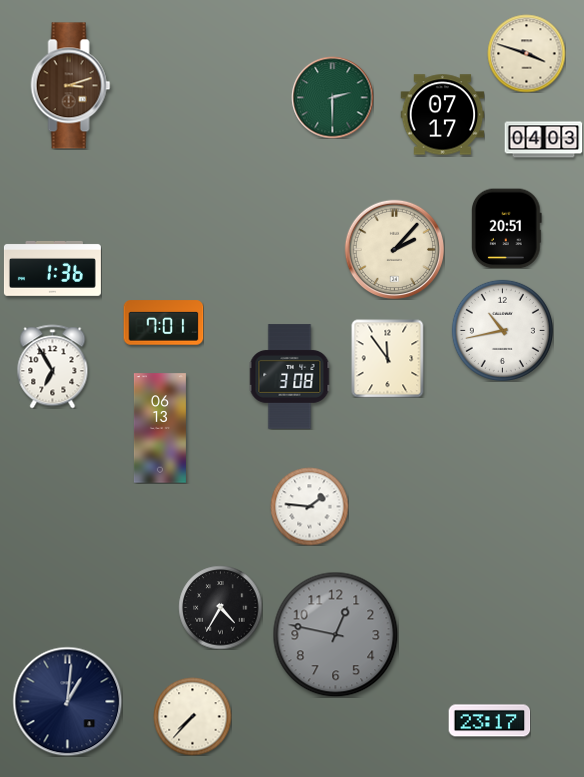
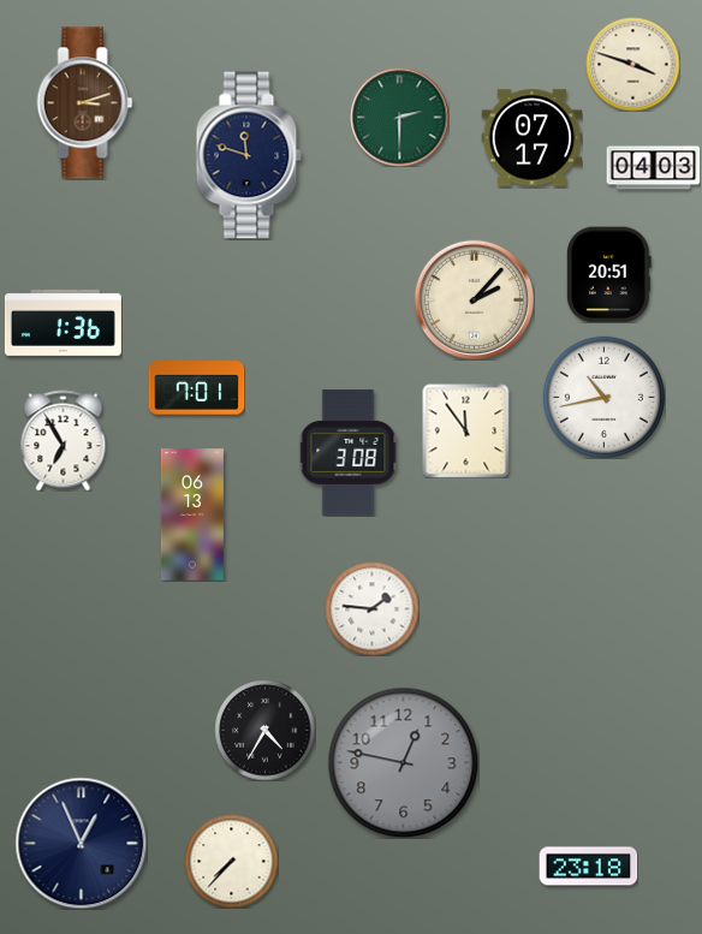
clock at (249, 155): none -> 11:48
clock at (67, 701): 1:01 -> 12:56
clock at (489, 721): 23:17 -> 23:18
